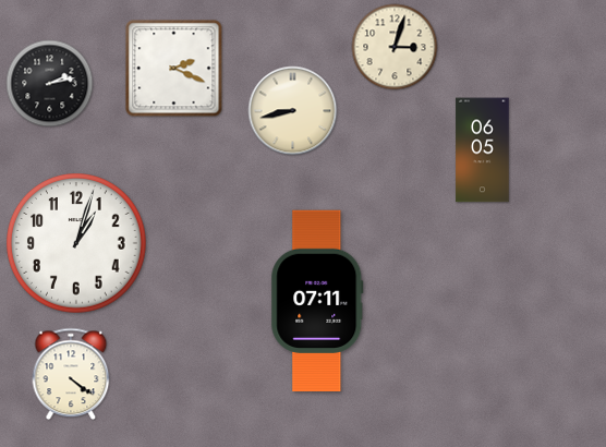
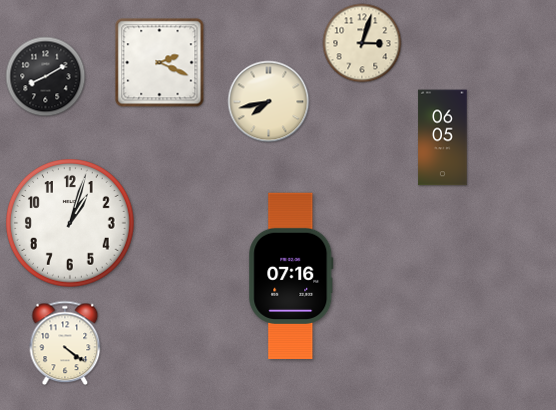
clock at (50, 84): 2:13 -> 8:10
clock at (293, 111): 8:43 -> 7:43
clock at (317, 301): 07:11 -> 07:16
